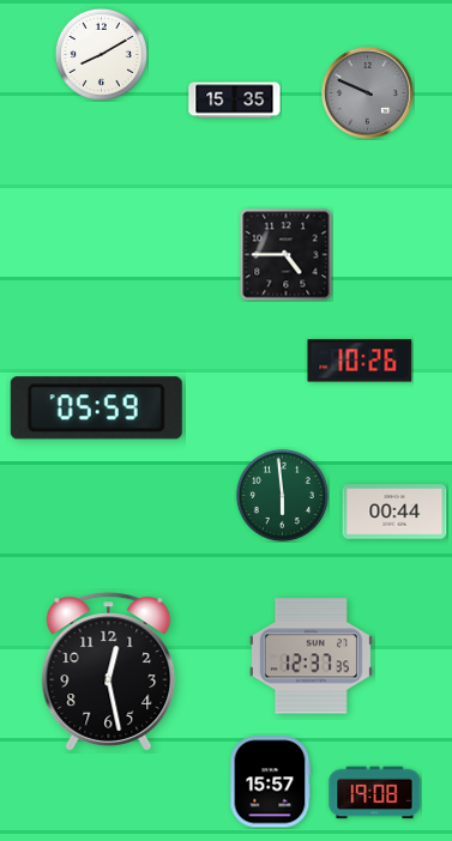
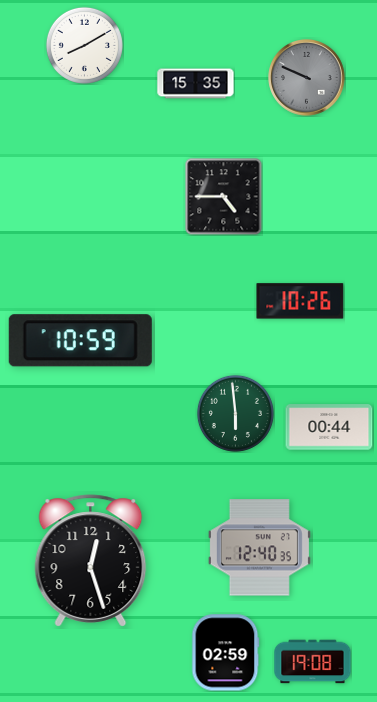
clock at (285, 254) position: (285, 254) -> (223, 196)
clock at (96, 409): 05:59 -> 10:59
clock at (311, 657): 12:37 -> 12:40
clock at (109, 672): 12:28 -> 12:27
clock at (271, 782): 15:57 -> 02:59
